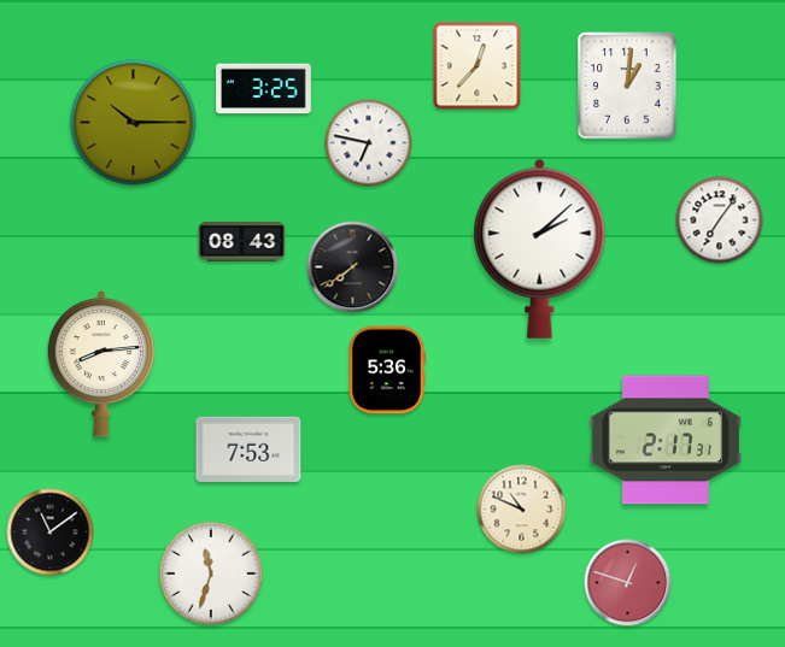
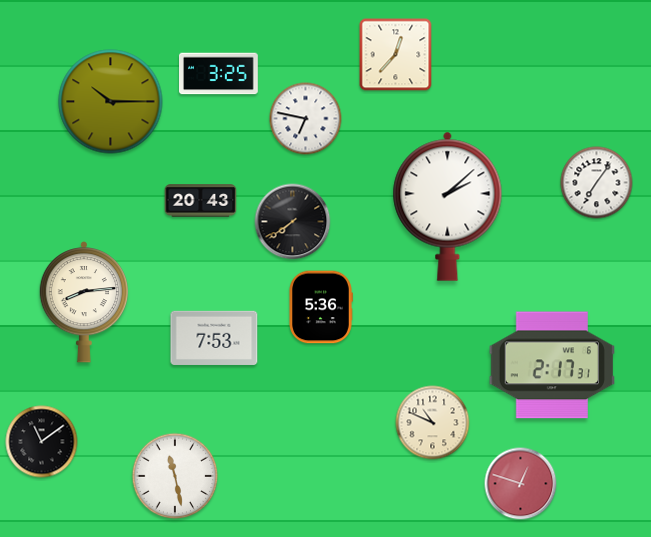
clock at (627, 86): 1:01 -> none
clock at (242, 242): 08:43 -> 20:43
clock at (248, 449) position: (248, 449) -> (214, 338)
clock at (211, 574): 11:33 -> 11:28
